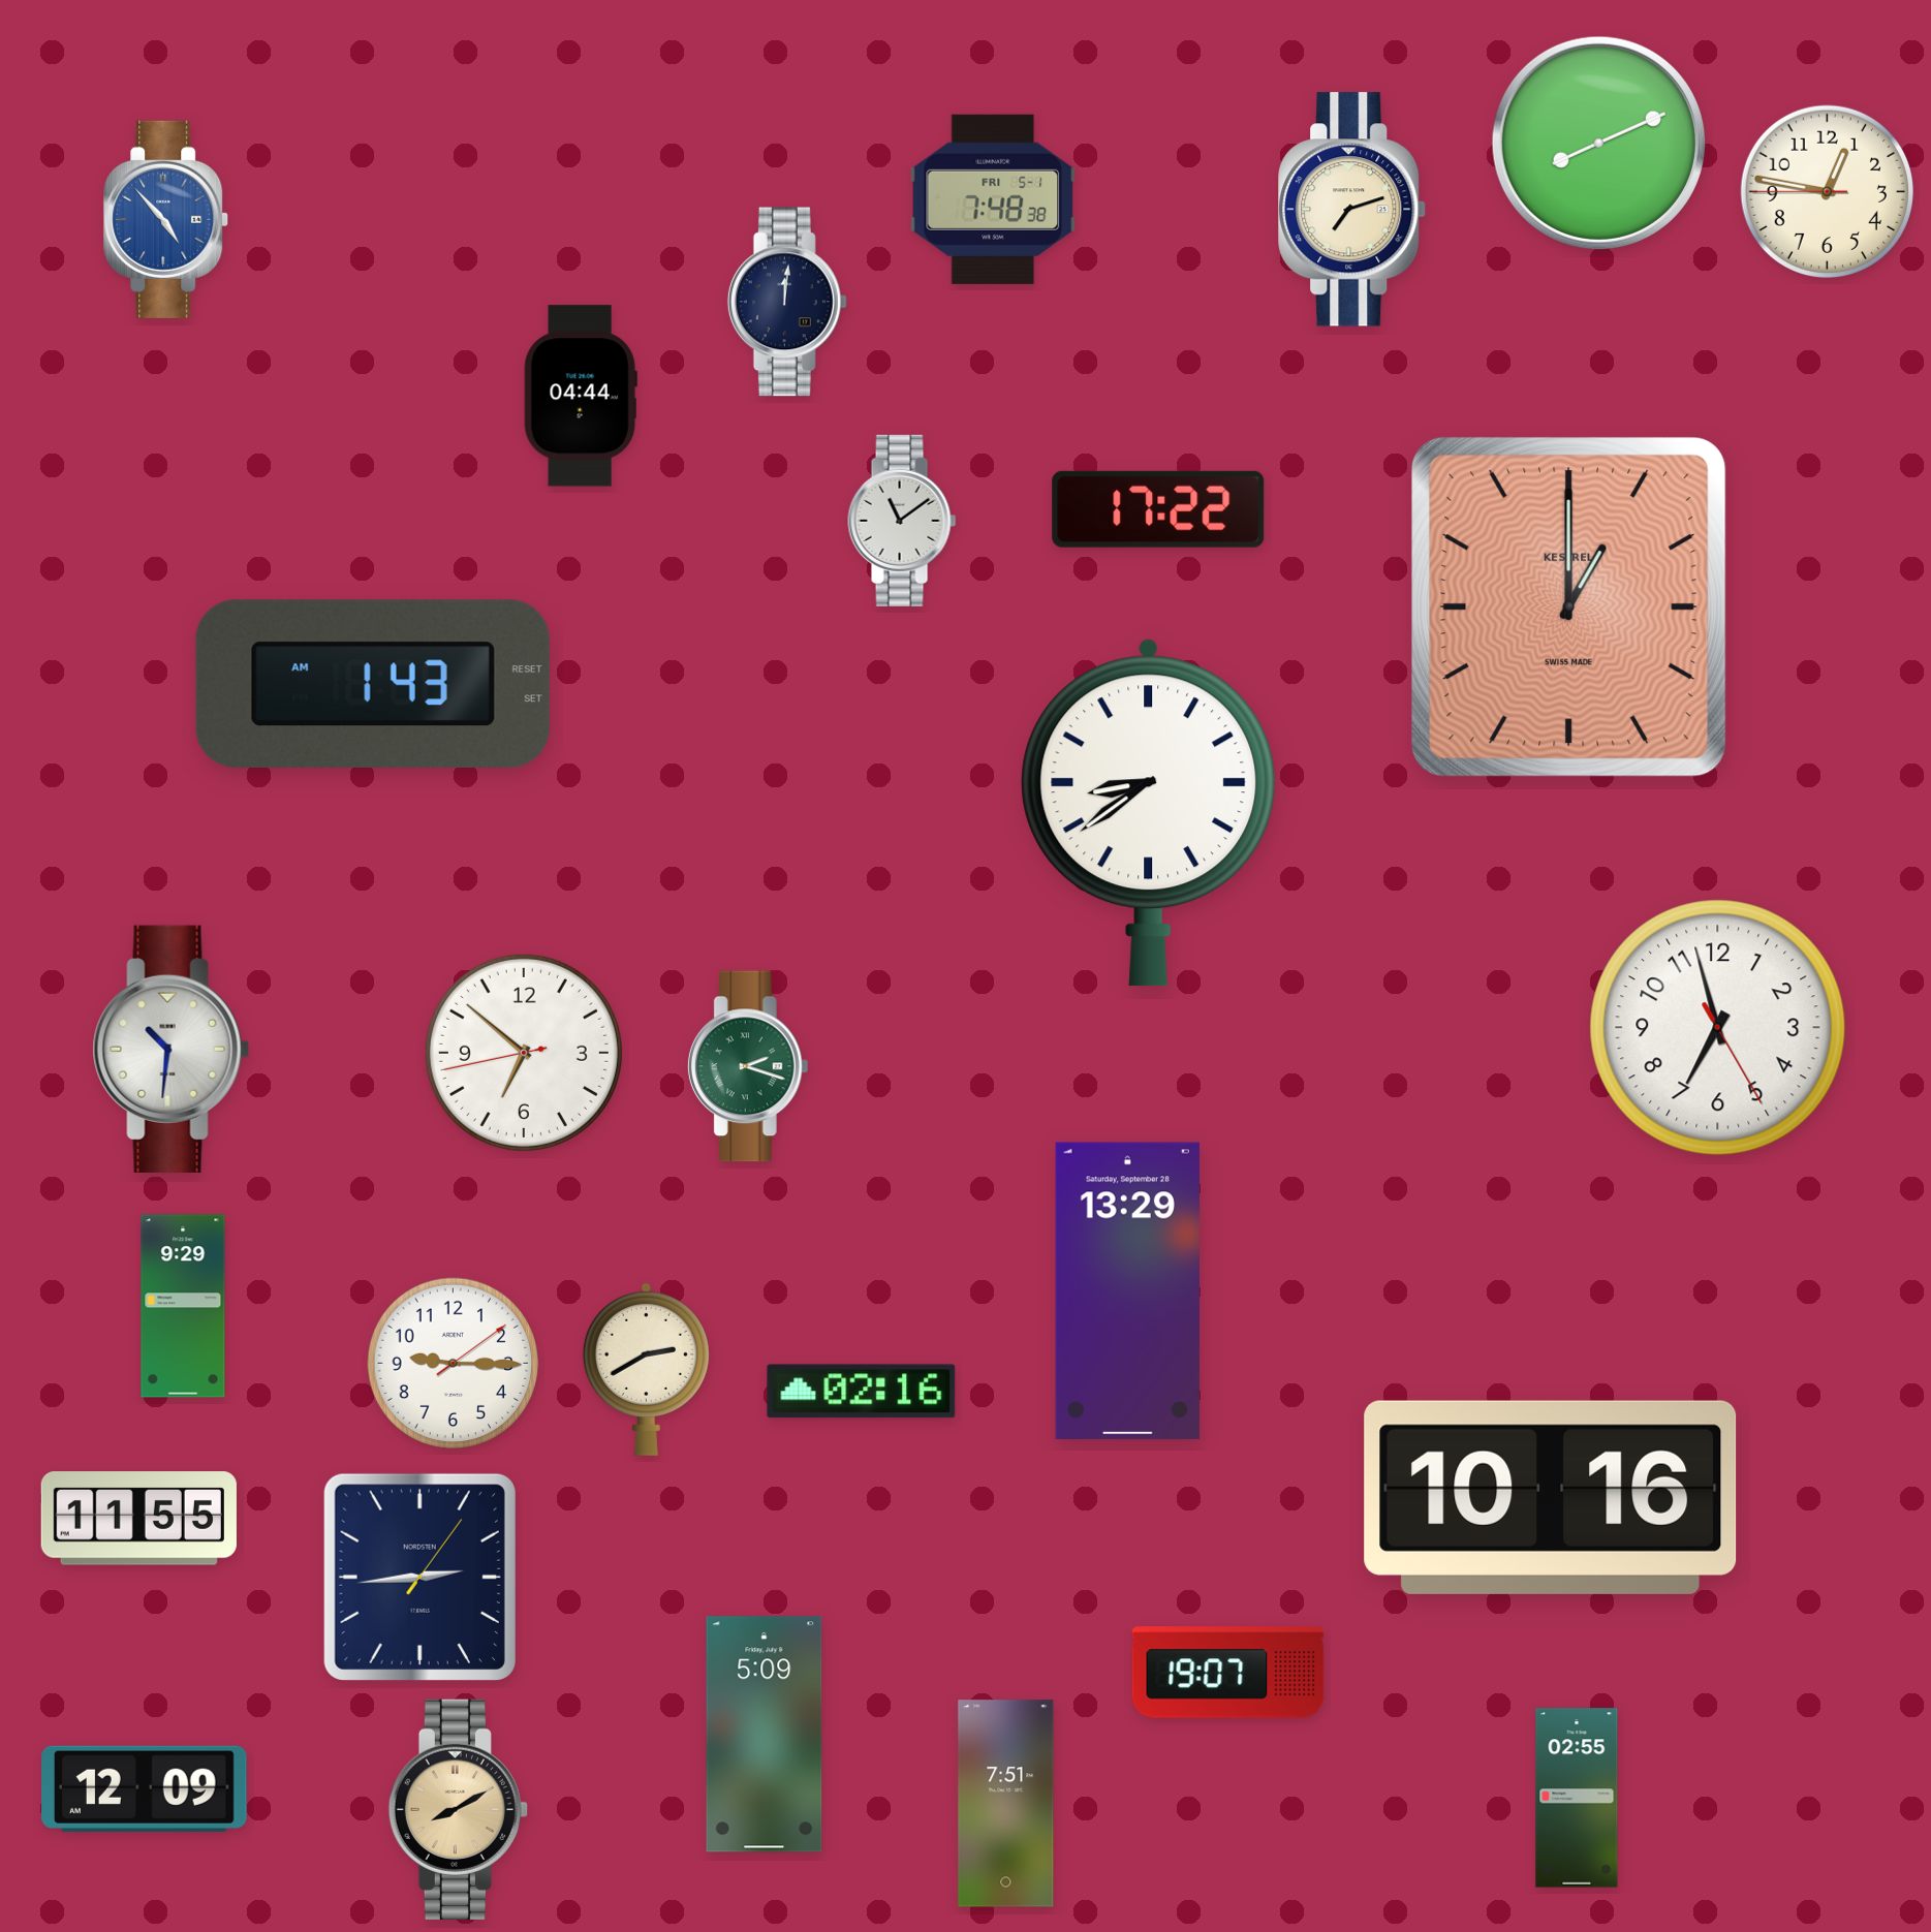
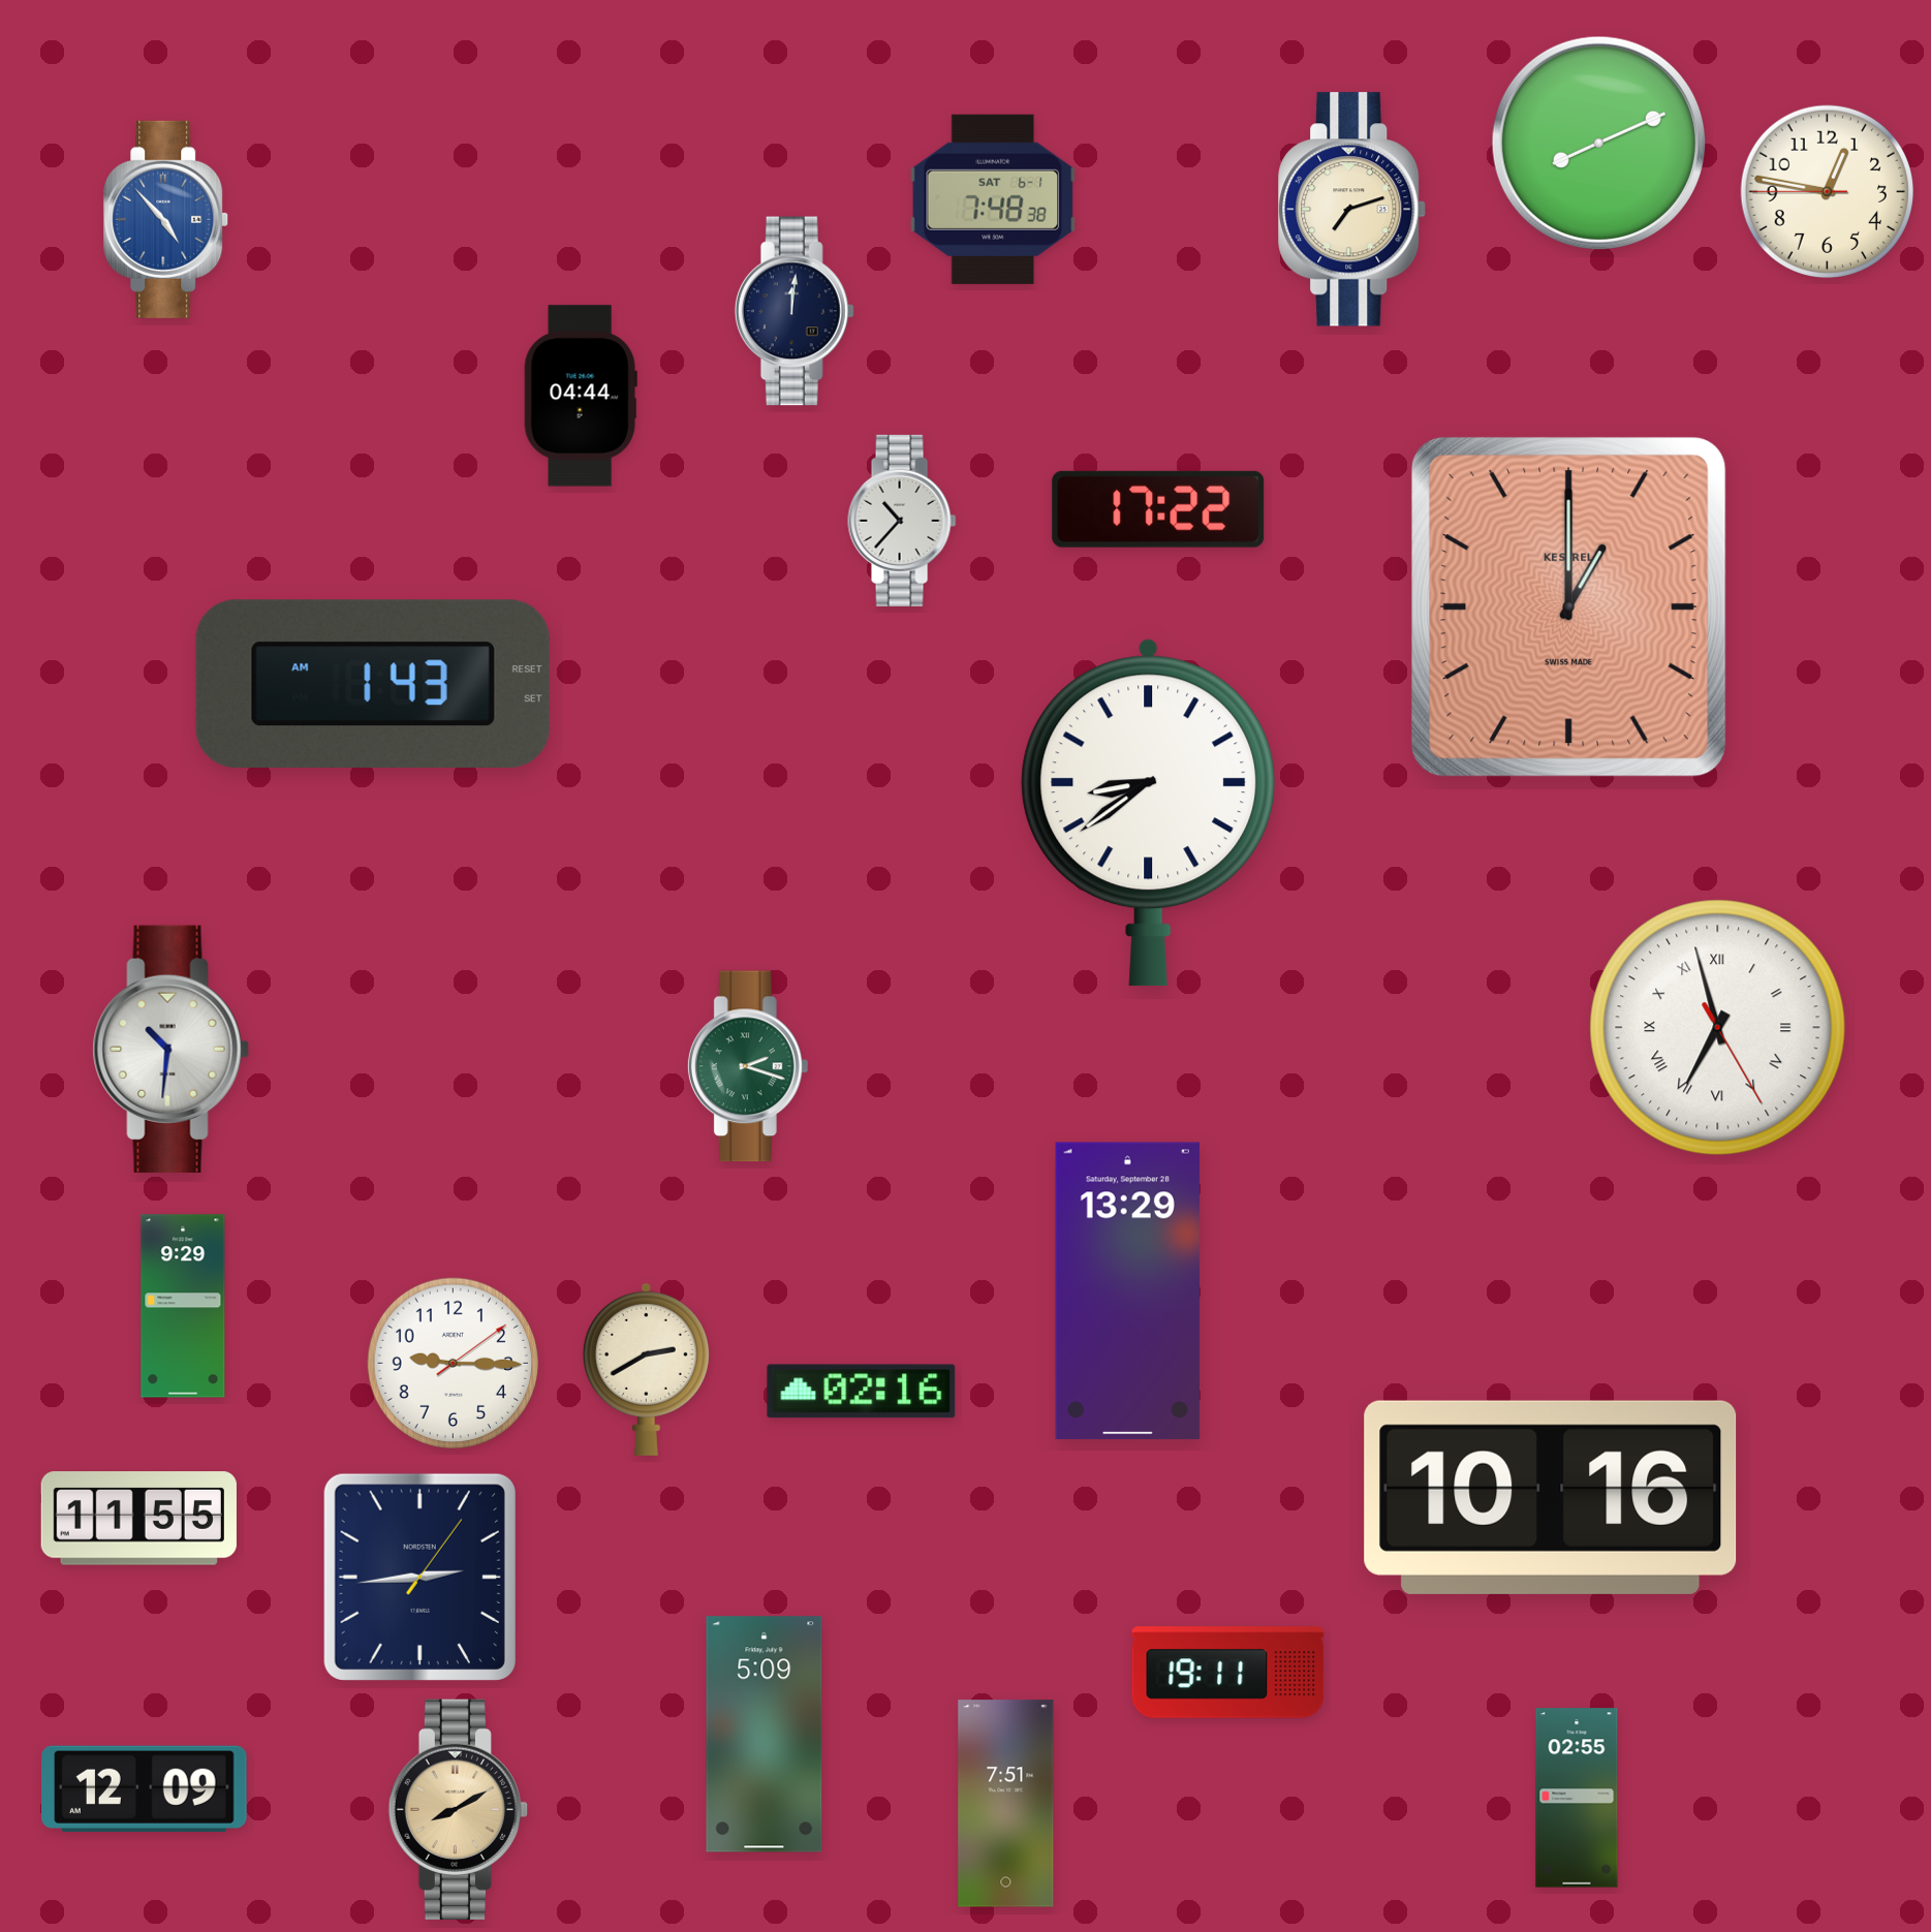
clock at (993, 199) date: FRI 5-1 -> SAT 6-1
clock at (787, 302) position: (787, 302) -> (795, 311)
clock at (902, 521): 11:09 -> 10:37
clock at (1718, 1028) numerals: Arabic -> Roman
clock at (524, 1053): 6:51 -> none
clock at (1228, 1673): 19:07 -> 19:11
